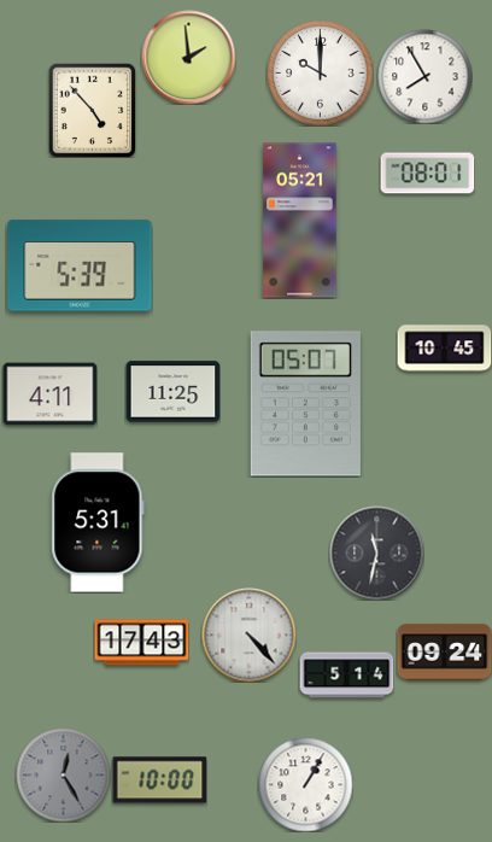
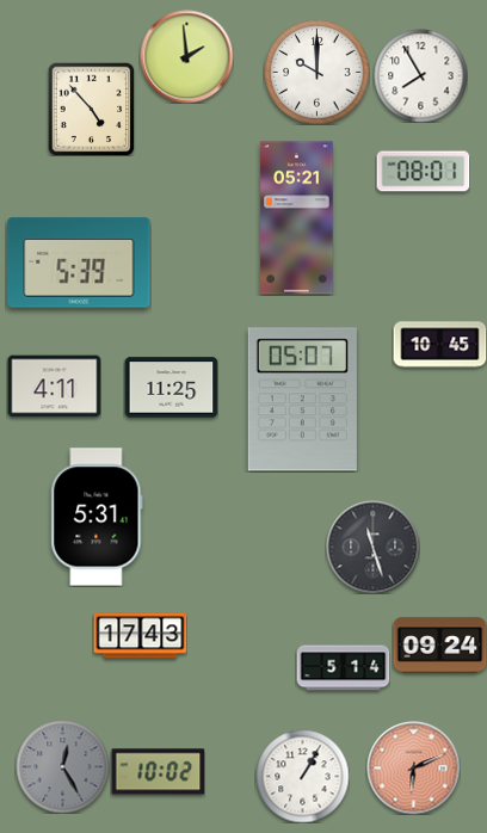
clock at (49, 394) position: (49, 394) -> (54, 387)
clock at (376, 552): 11:32 -> 11:27
clock at (248, 635): 4:23 -> none
clock at (413, 767): none -> 6:11
clock at (159, 780): 10:00 -> 10:02
